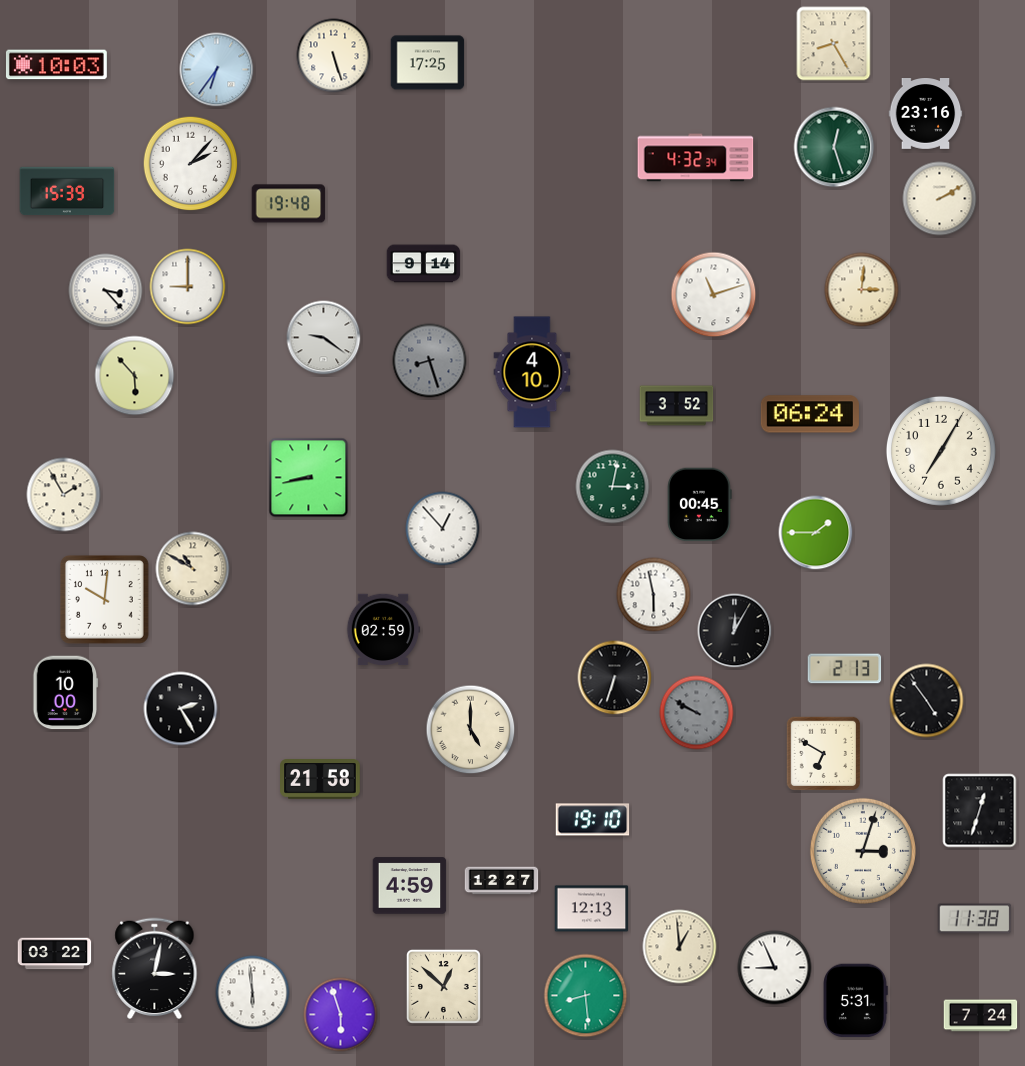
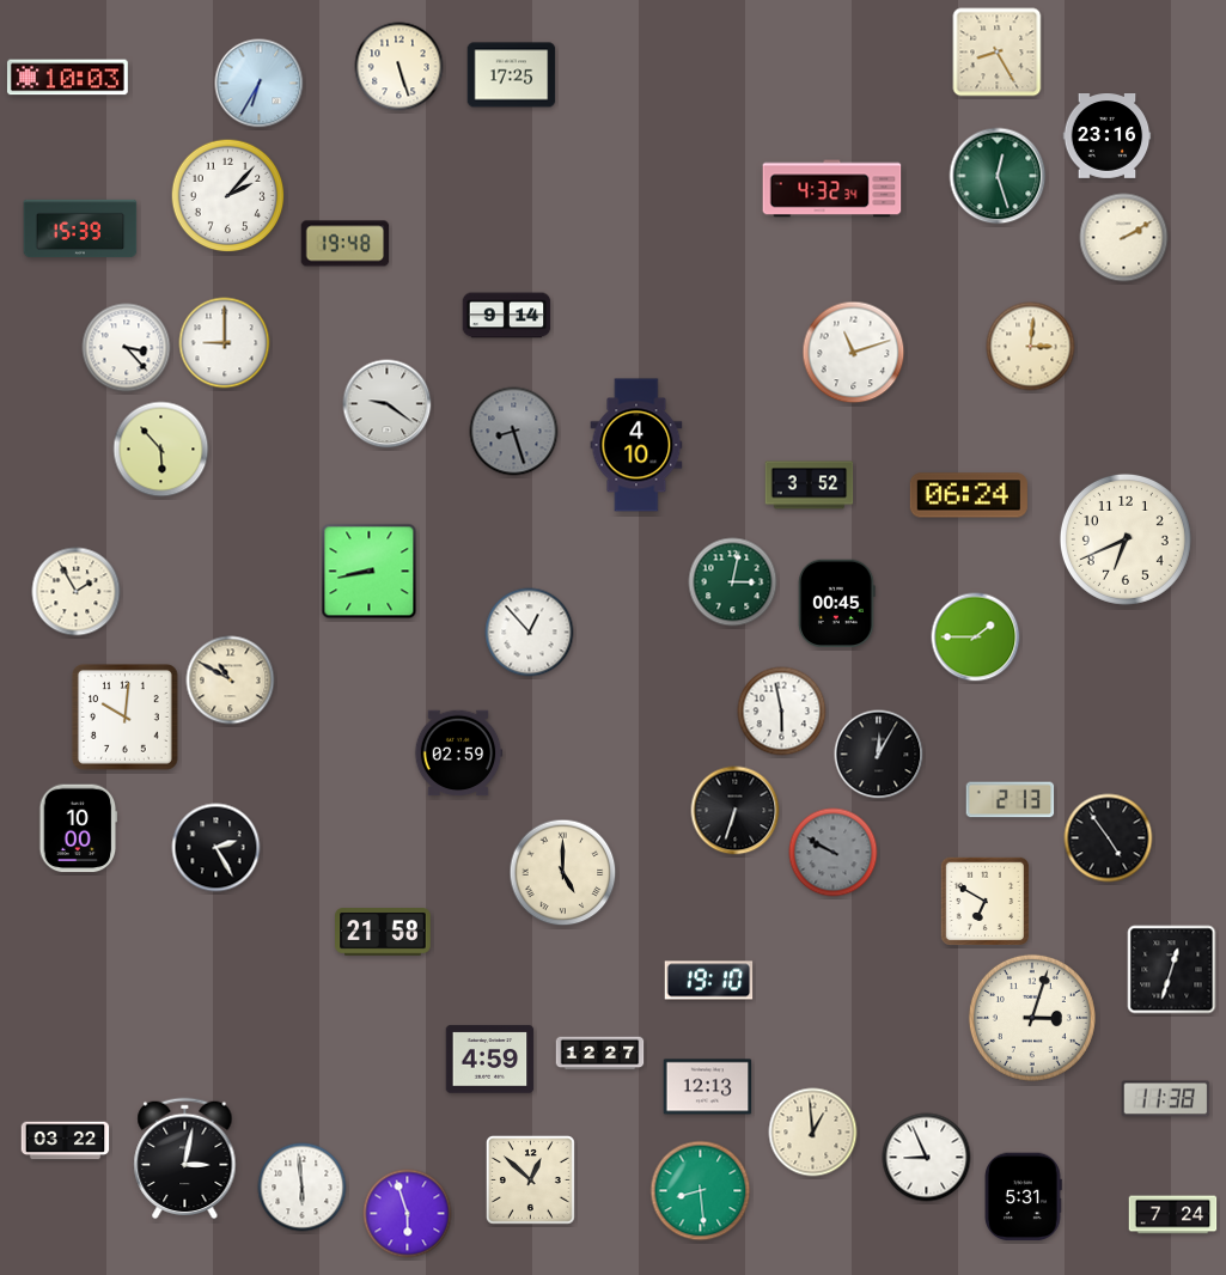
clock at (217, 70): 6:36 -> 6:35
clock at (941, 451): 7:05 -> 6:41
